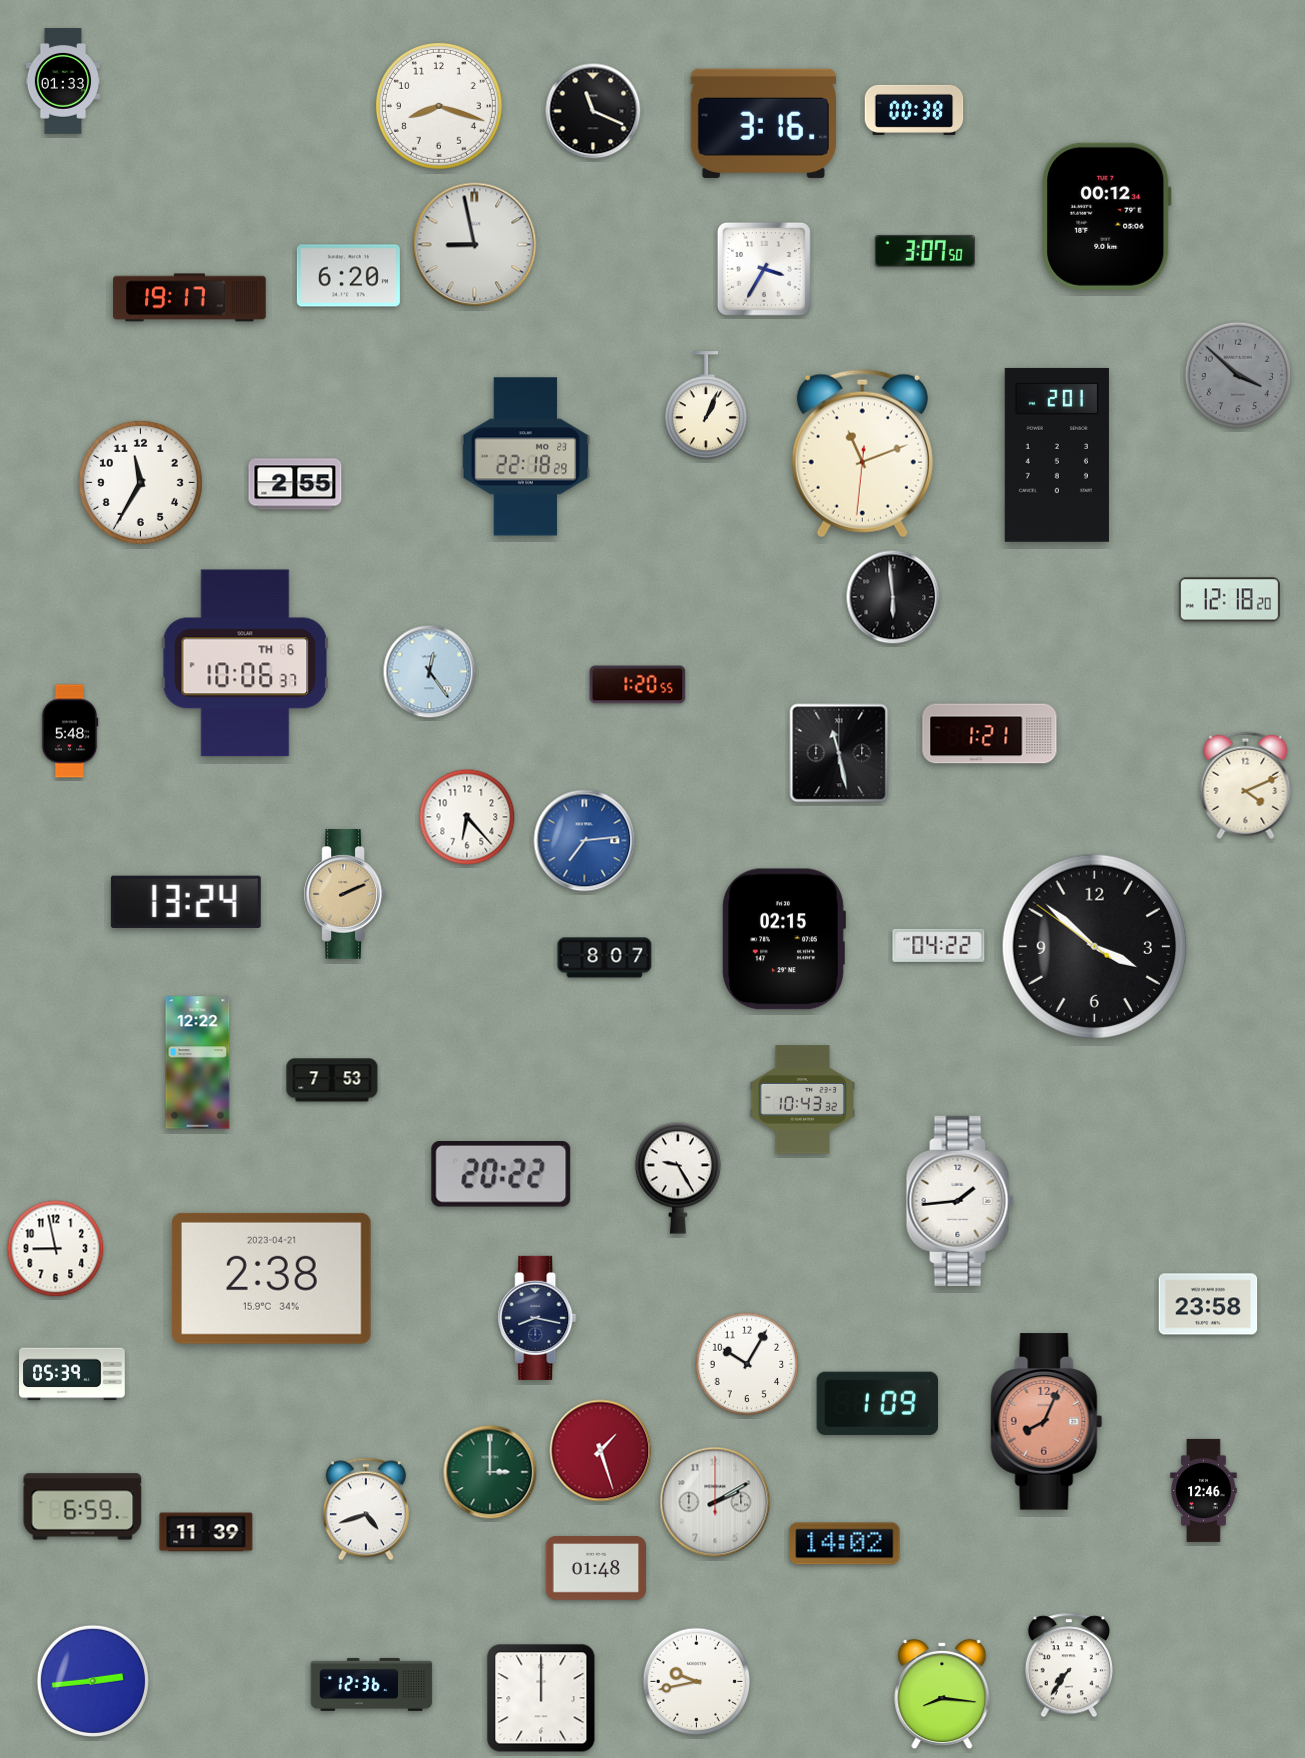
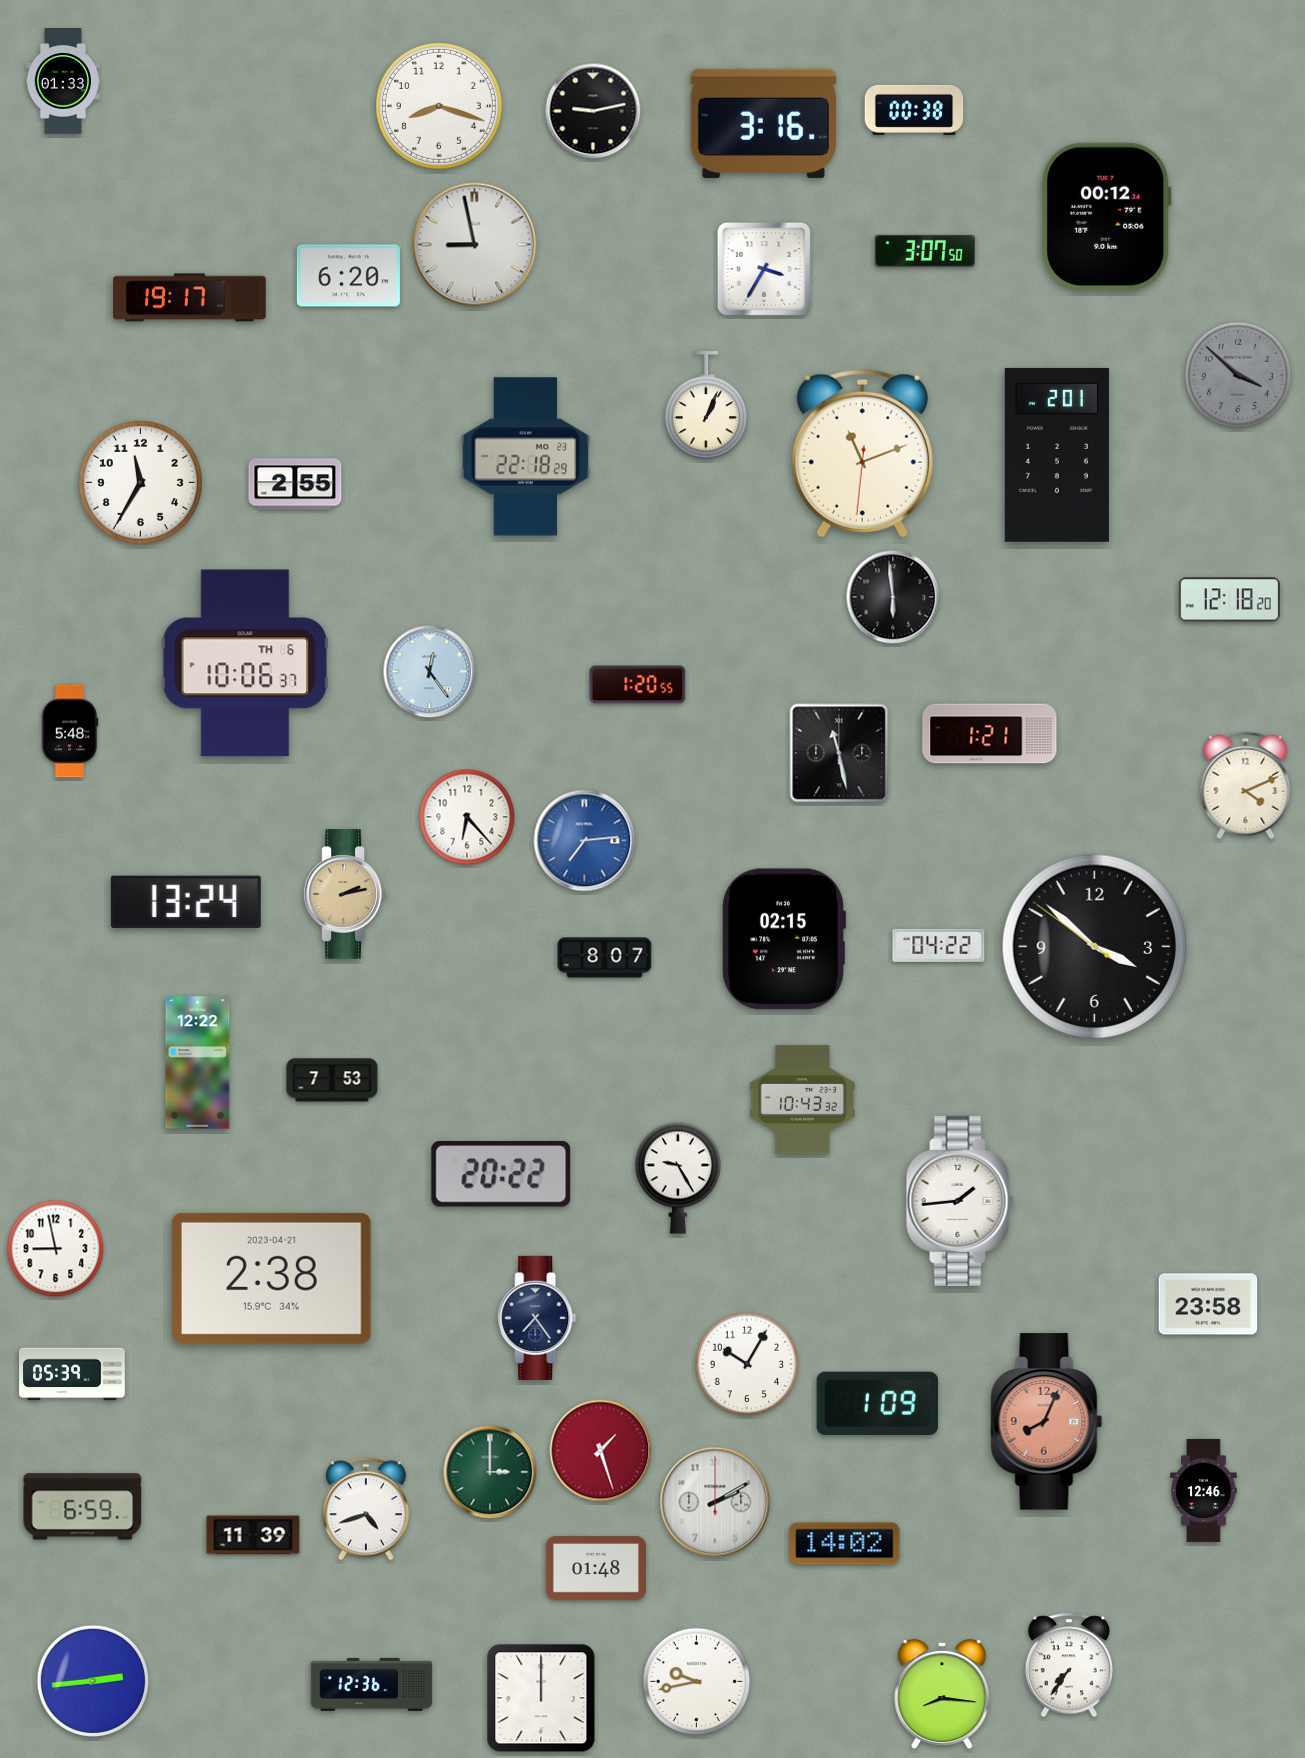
clock at (593, 111): 11:19 -> 9:13
clock at (344, 894): 2:11 -> 2:13
clock at (537, 1318): 8:17 -> 7:24
clock at (206, 1532) position: (206, 1532) -> (253, 1535)
